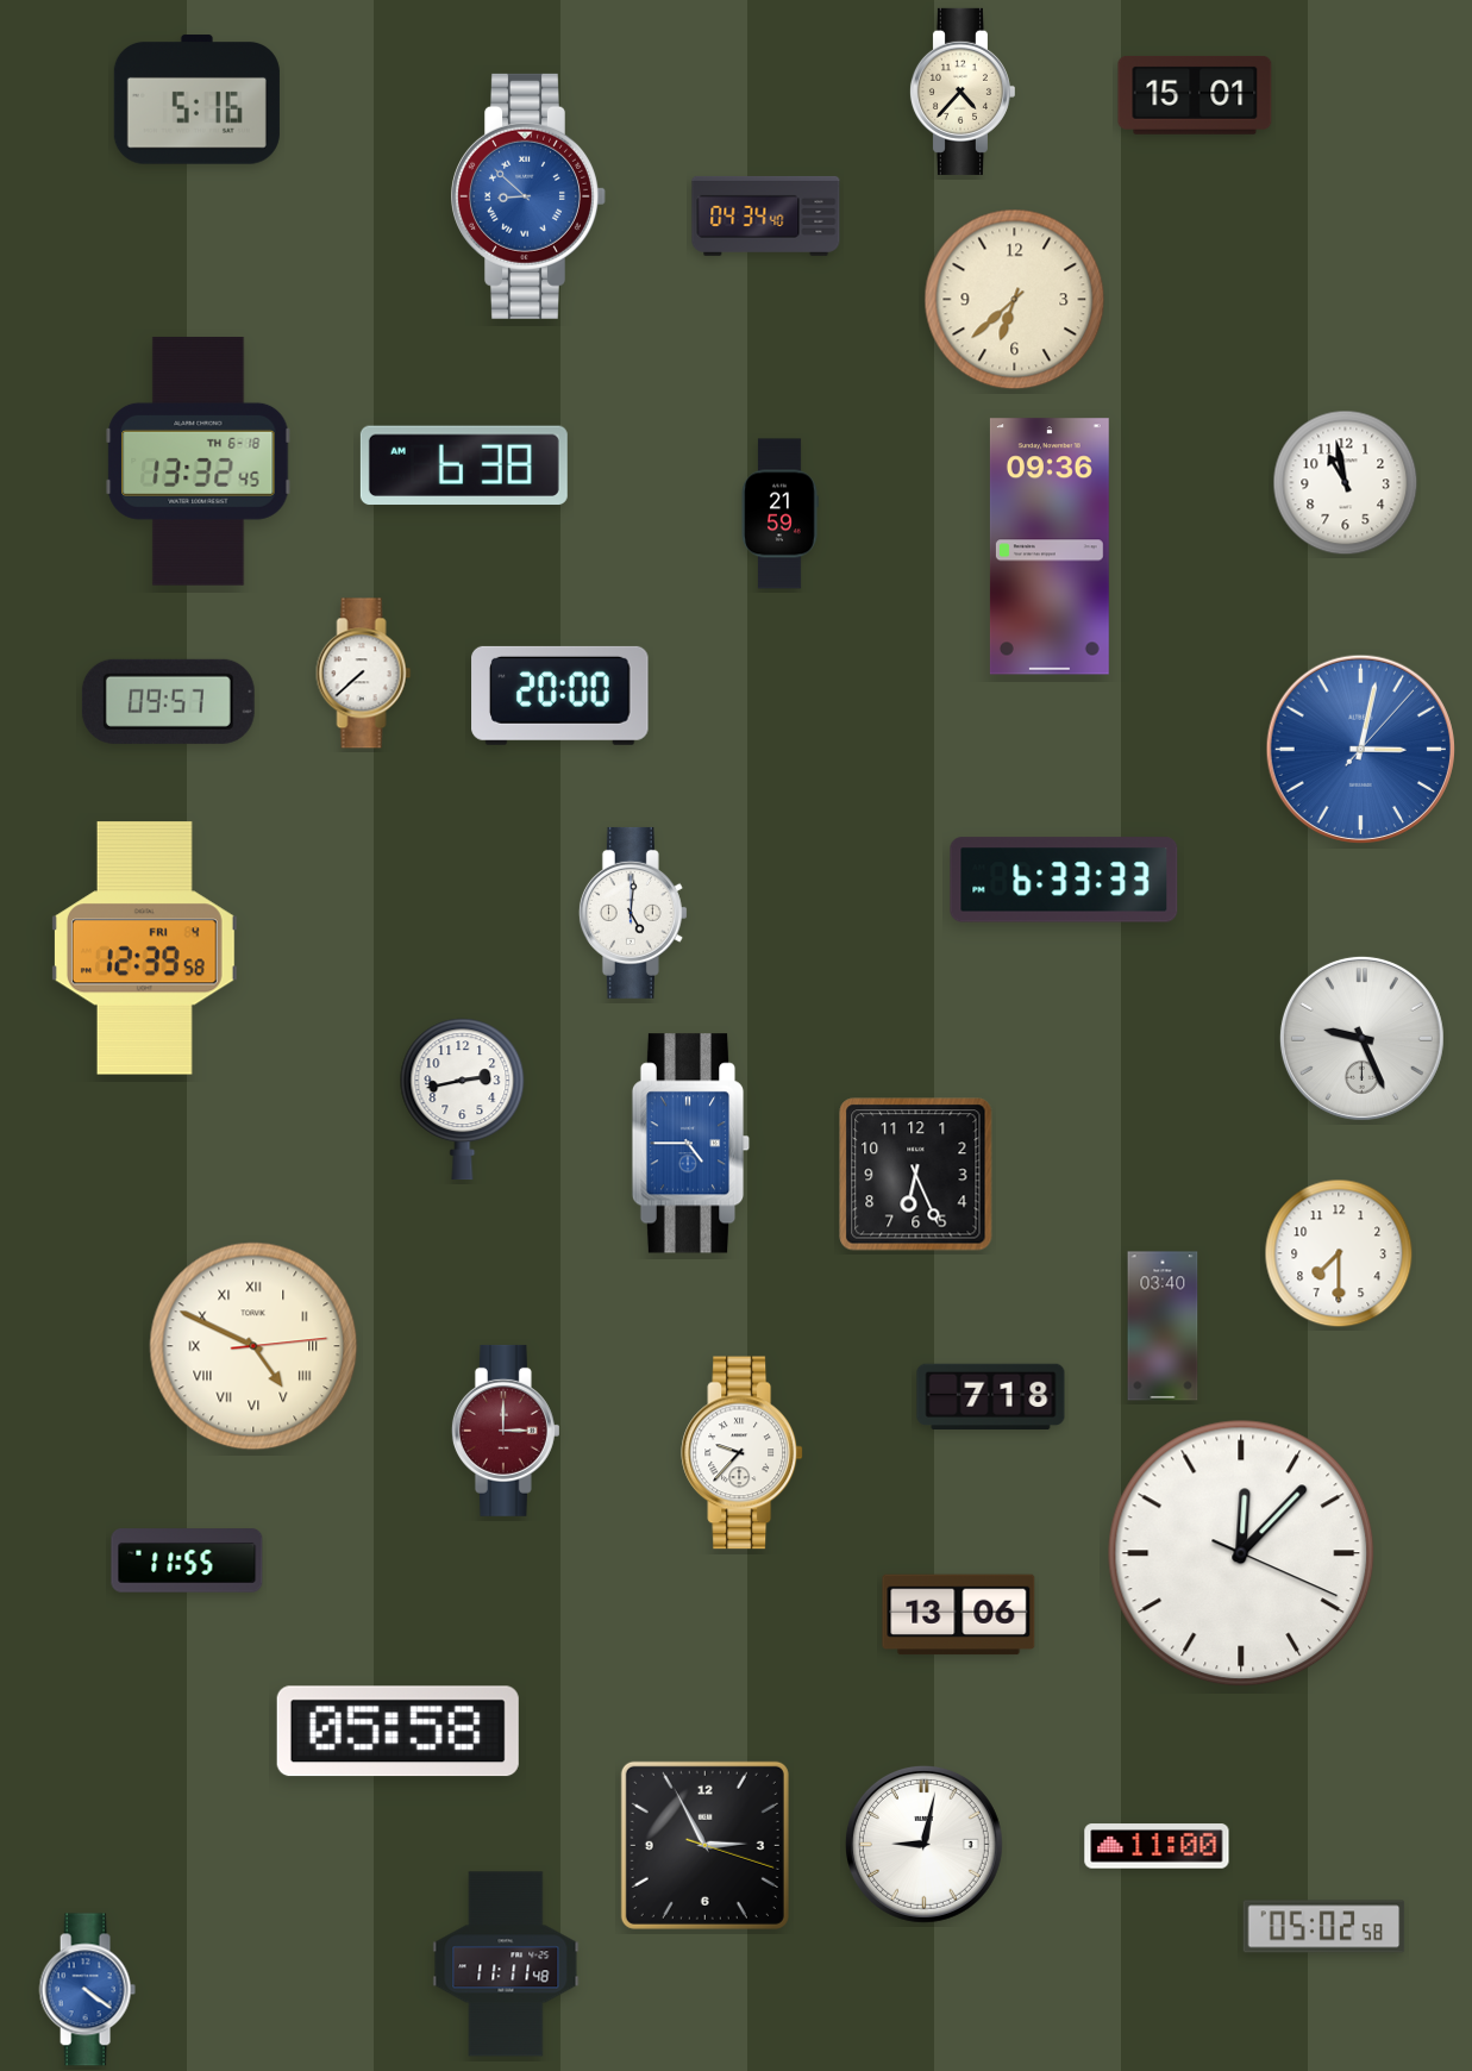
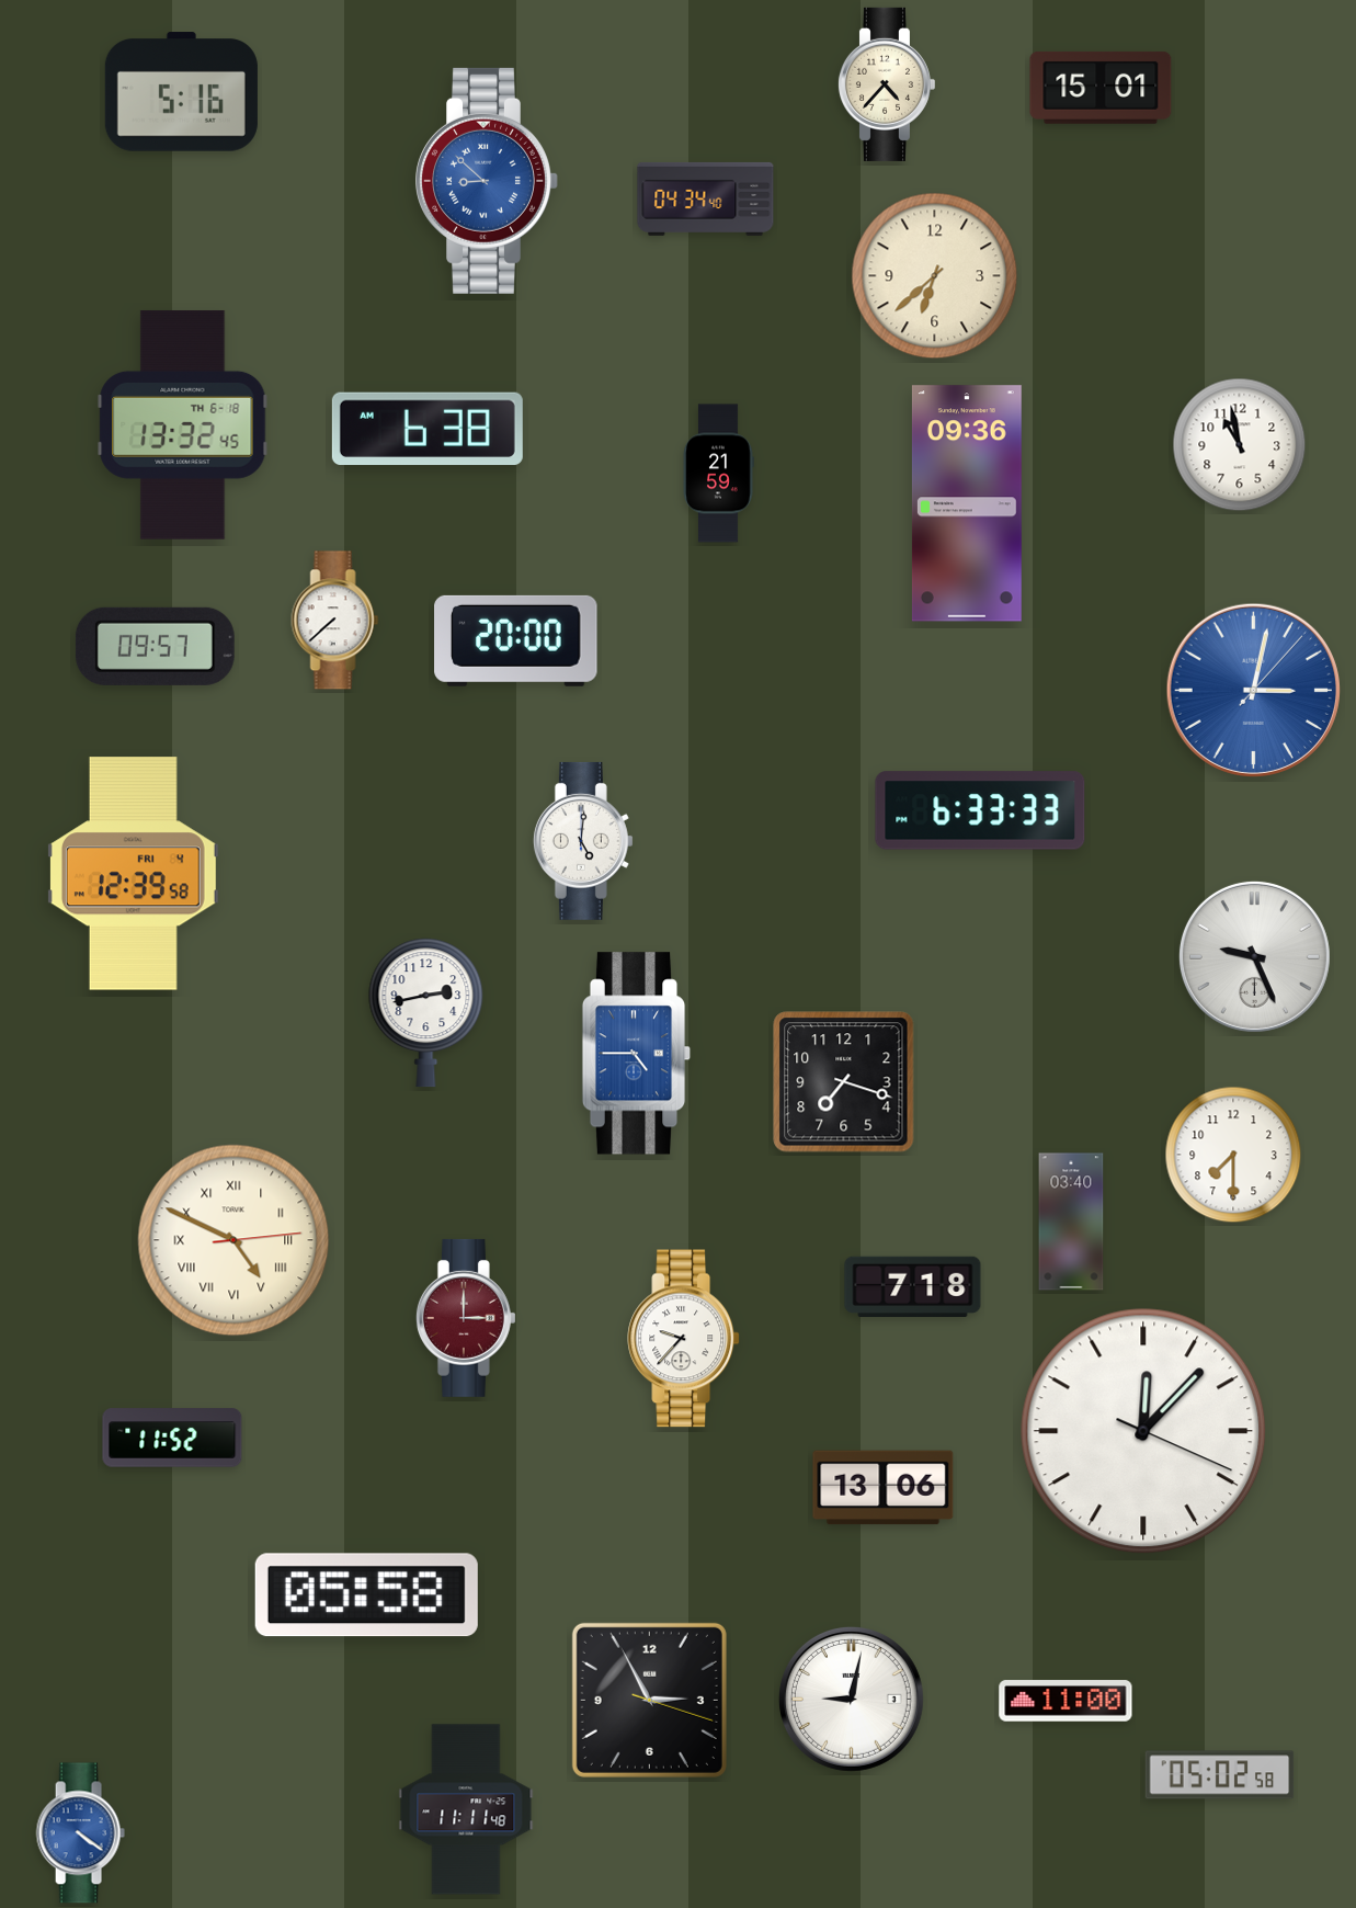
clock at (916, 1175): 6:26 -> 7:18
clock at (187, 1560): 11:55 -> 11:52
